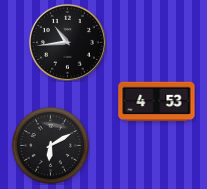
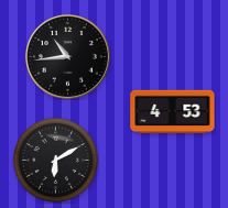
clock at (67, 42) position: (67, 42) -> (67, 56)
